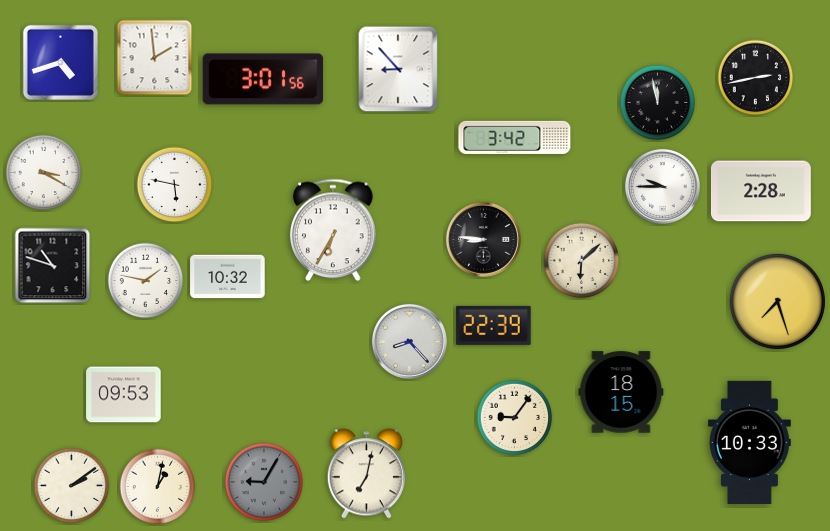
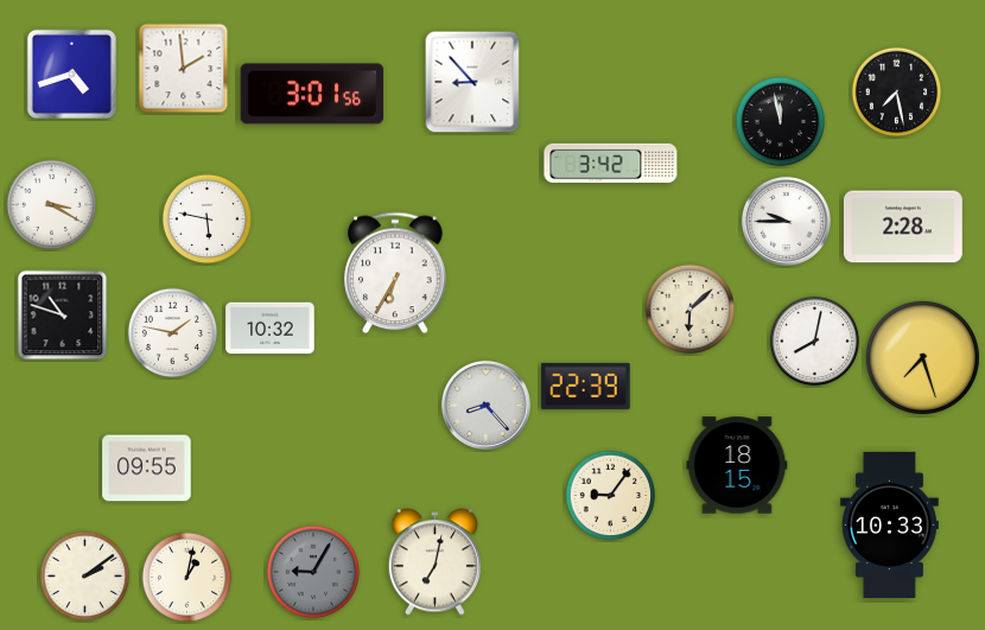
clock at (756, 78): 2:43 -> 7:28
clock at (483, 239): 8:46 -> none
clock at (815, 342): none -> 8:02
clock at (124, 395): 09:53 -> 09:55
